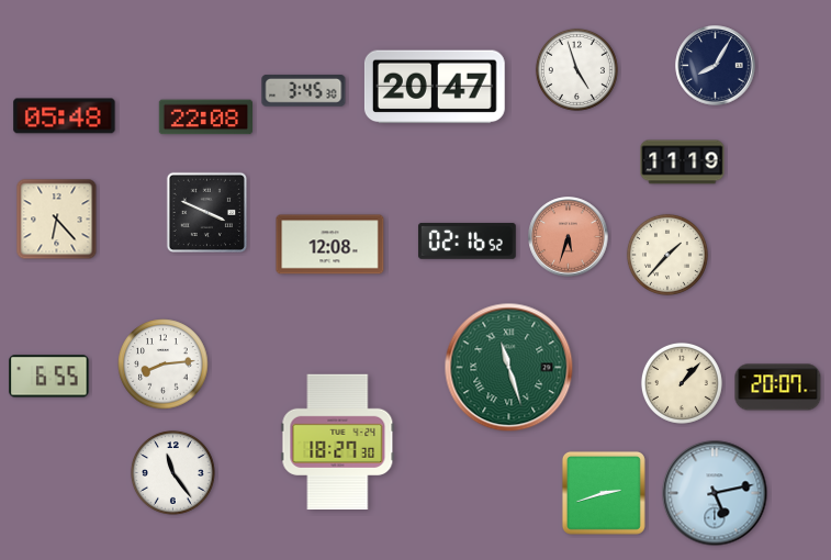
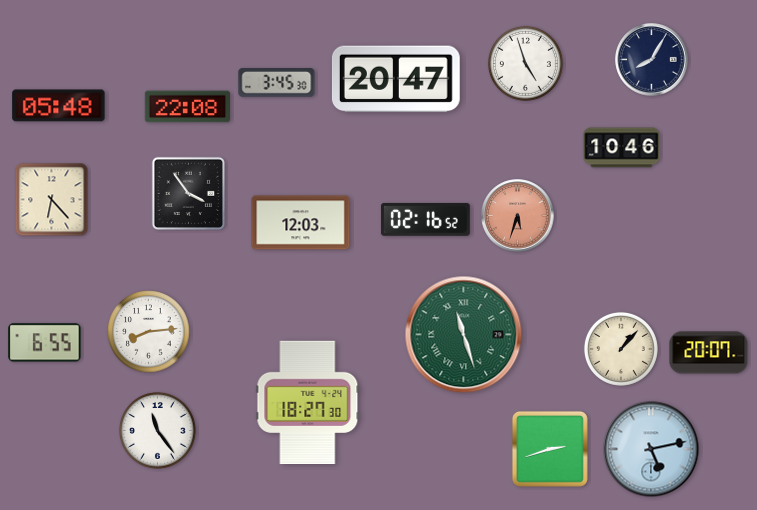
clock at (683, 163): 11:19 -> 10:46
clock at (206, 212): 3:49 -> 3:54
clock at (330, 245): 12:08 -> 12:03
clock at (667, 255): 1:37 -> none
